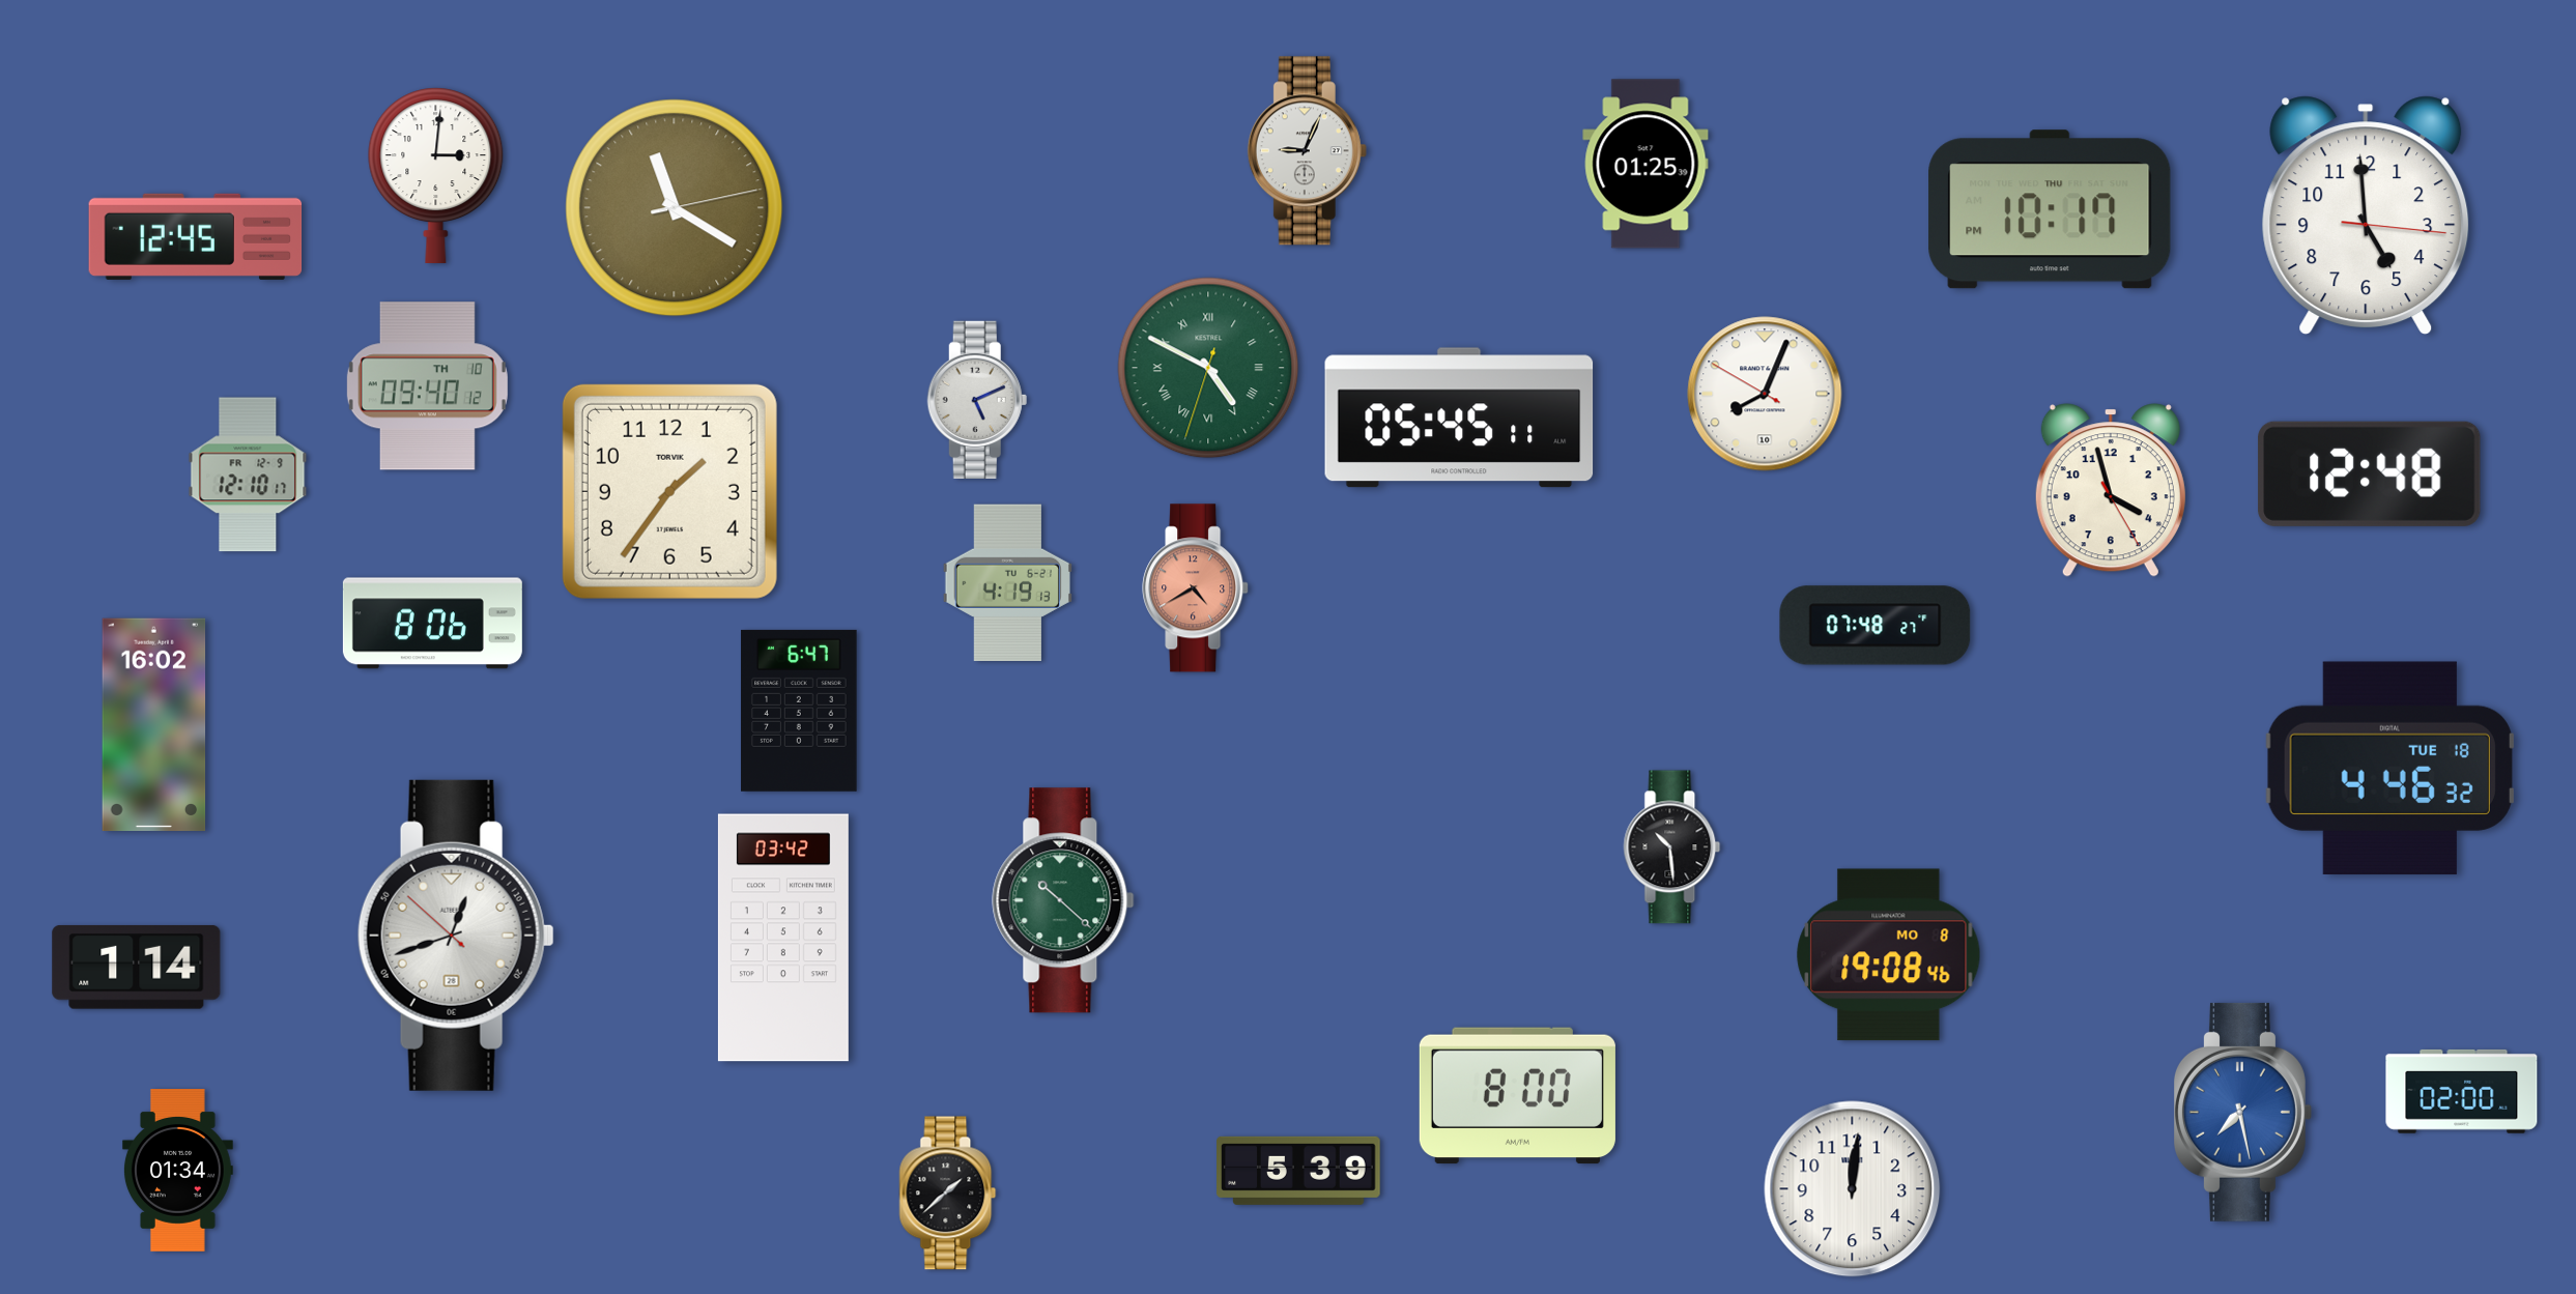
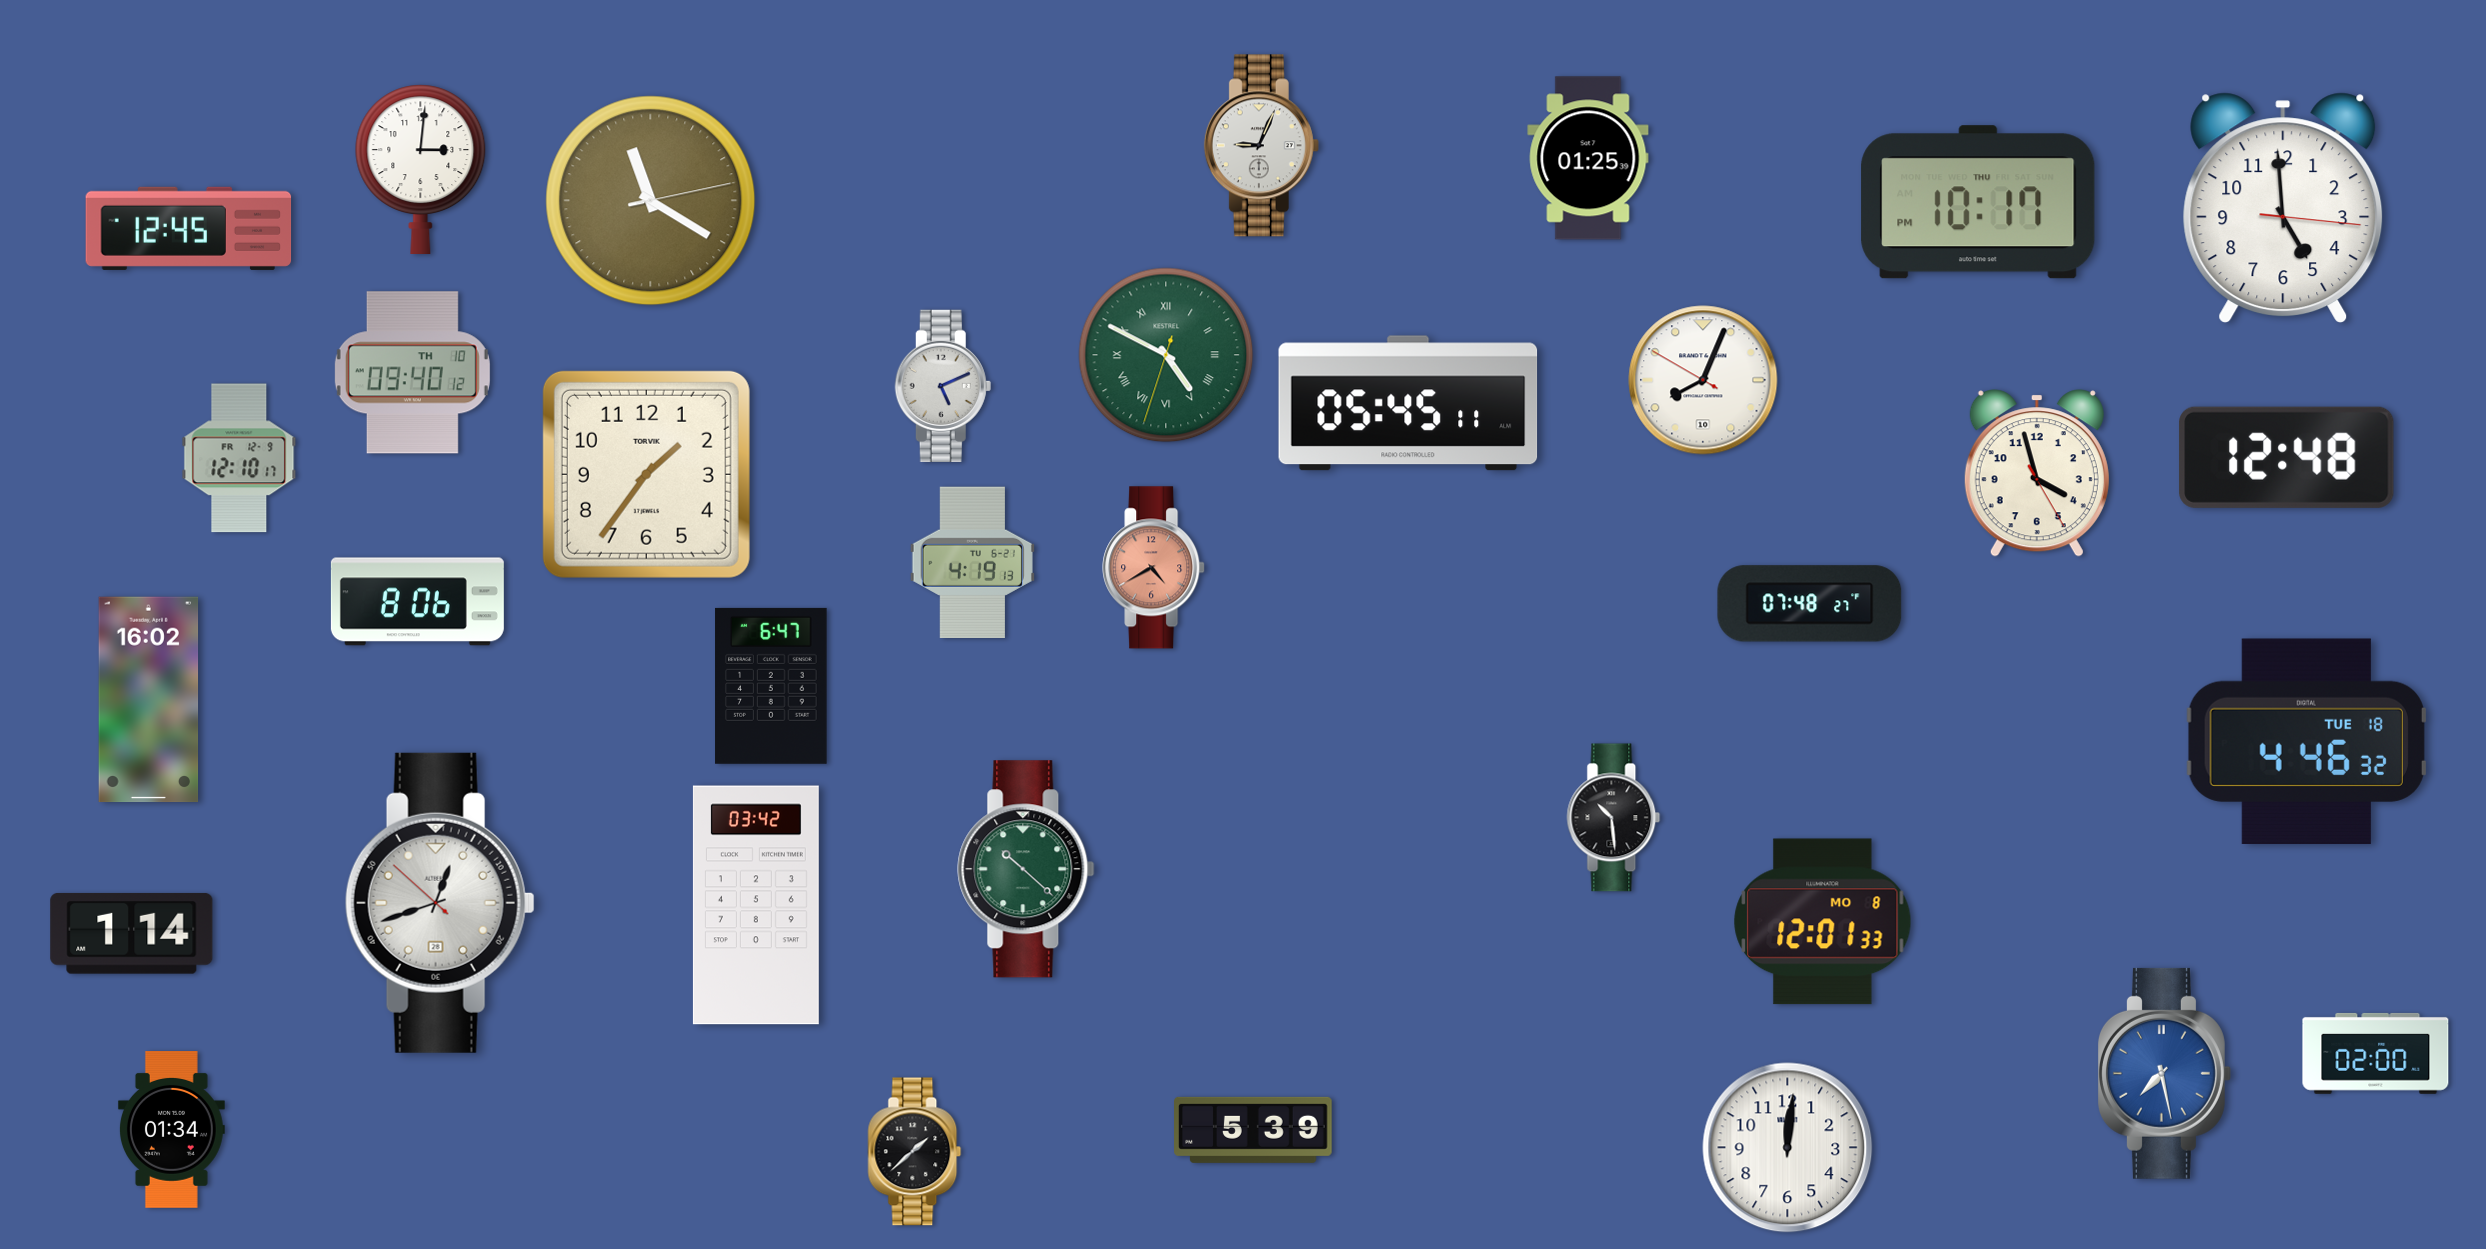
clock at (1889, 955): 19:08 -> 12:01
clock at (1517, 1096): 8:00 -> none
